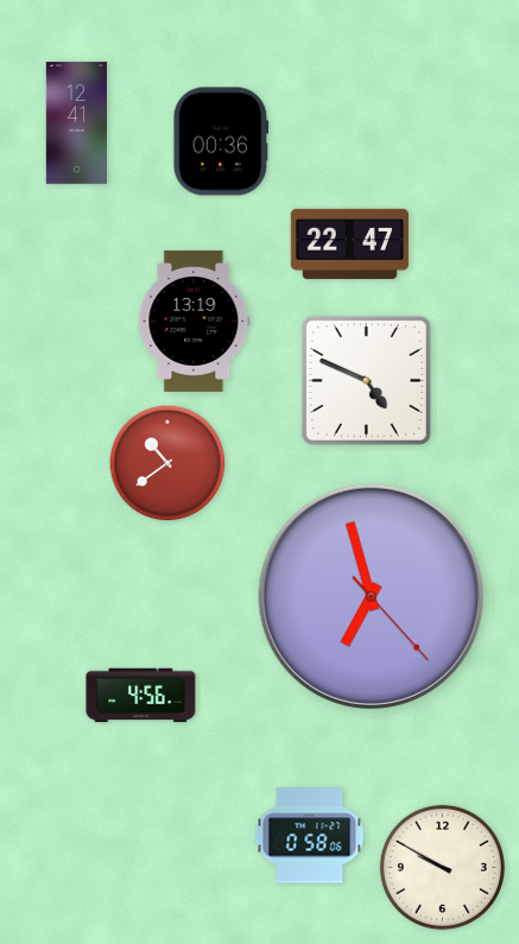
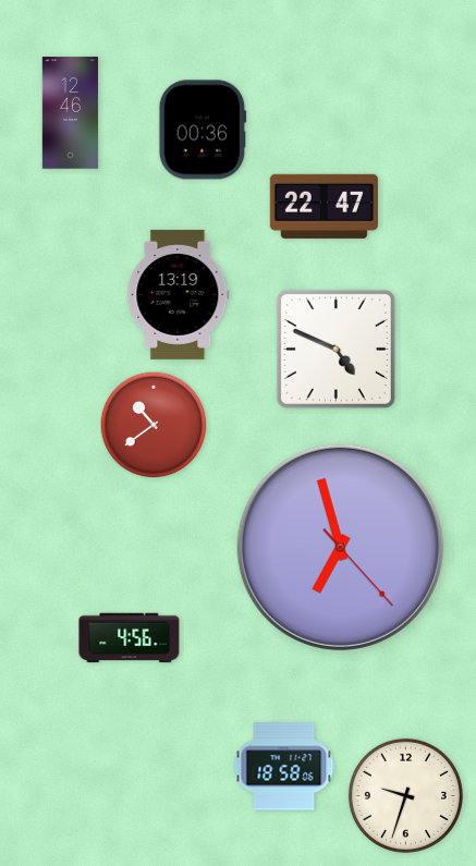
clock at (76, 123): 12:41 -> 12:46
clock at (349, 243) position: (349, 243) -> (324, 206)
clock at (310, 836): 0:58 -> 18:58
clock at (442, 867): 9:50 -> 9:33
